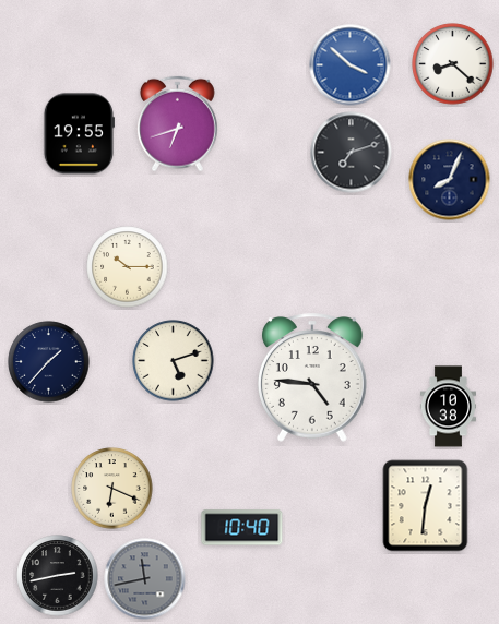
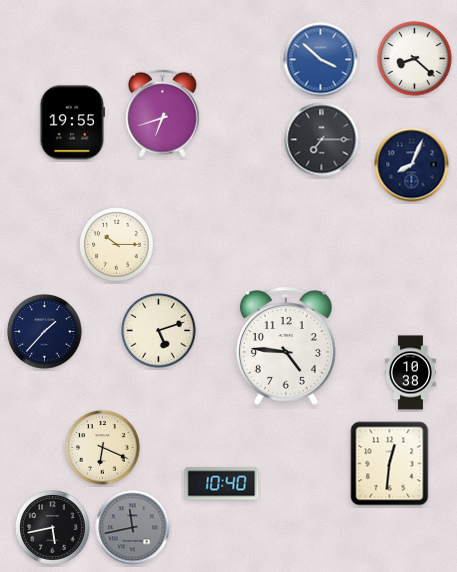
clock at (352, 153): 7:12 -> 7:15
clock at (58, 576): 2:43 -> 5:43
clock at (145, 579) position: (145, 579) -> (133, 528)
